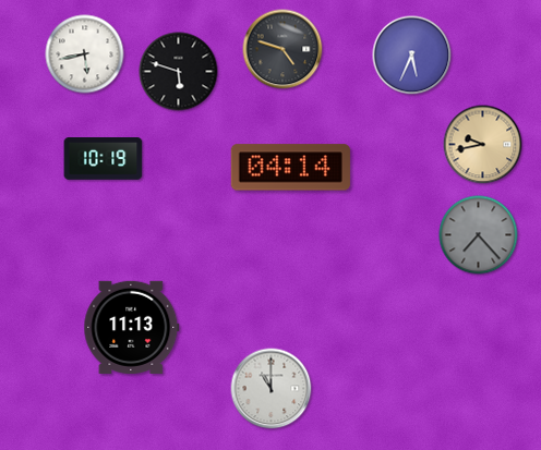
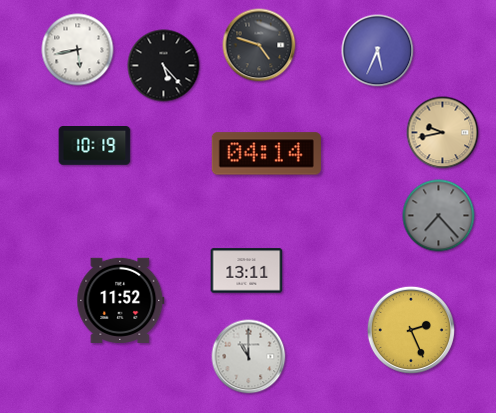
clock at (179, 72): 5:48 -> 5:23
clock at (247, 271): none -> 13:11
clock at (132, 327): 11:13 -> 11:52
clock at (411, 330): none -> 2:26
